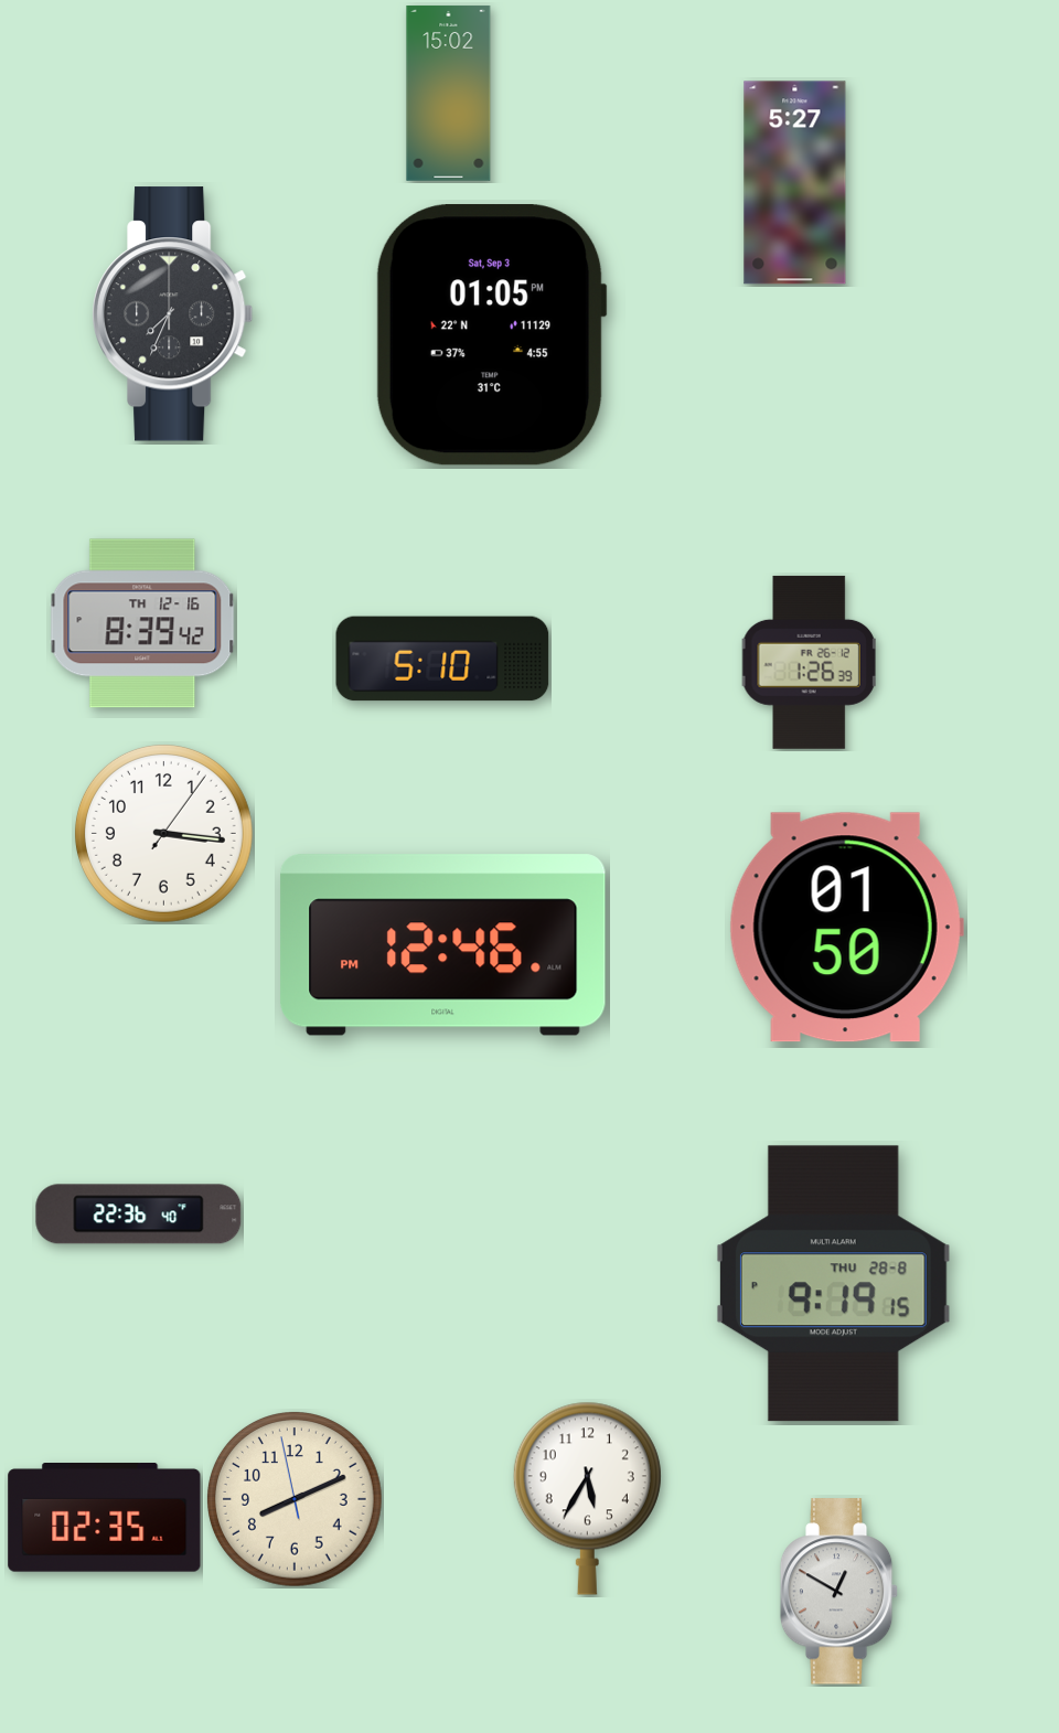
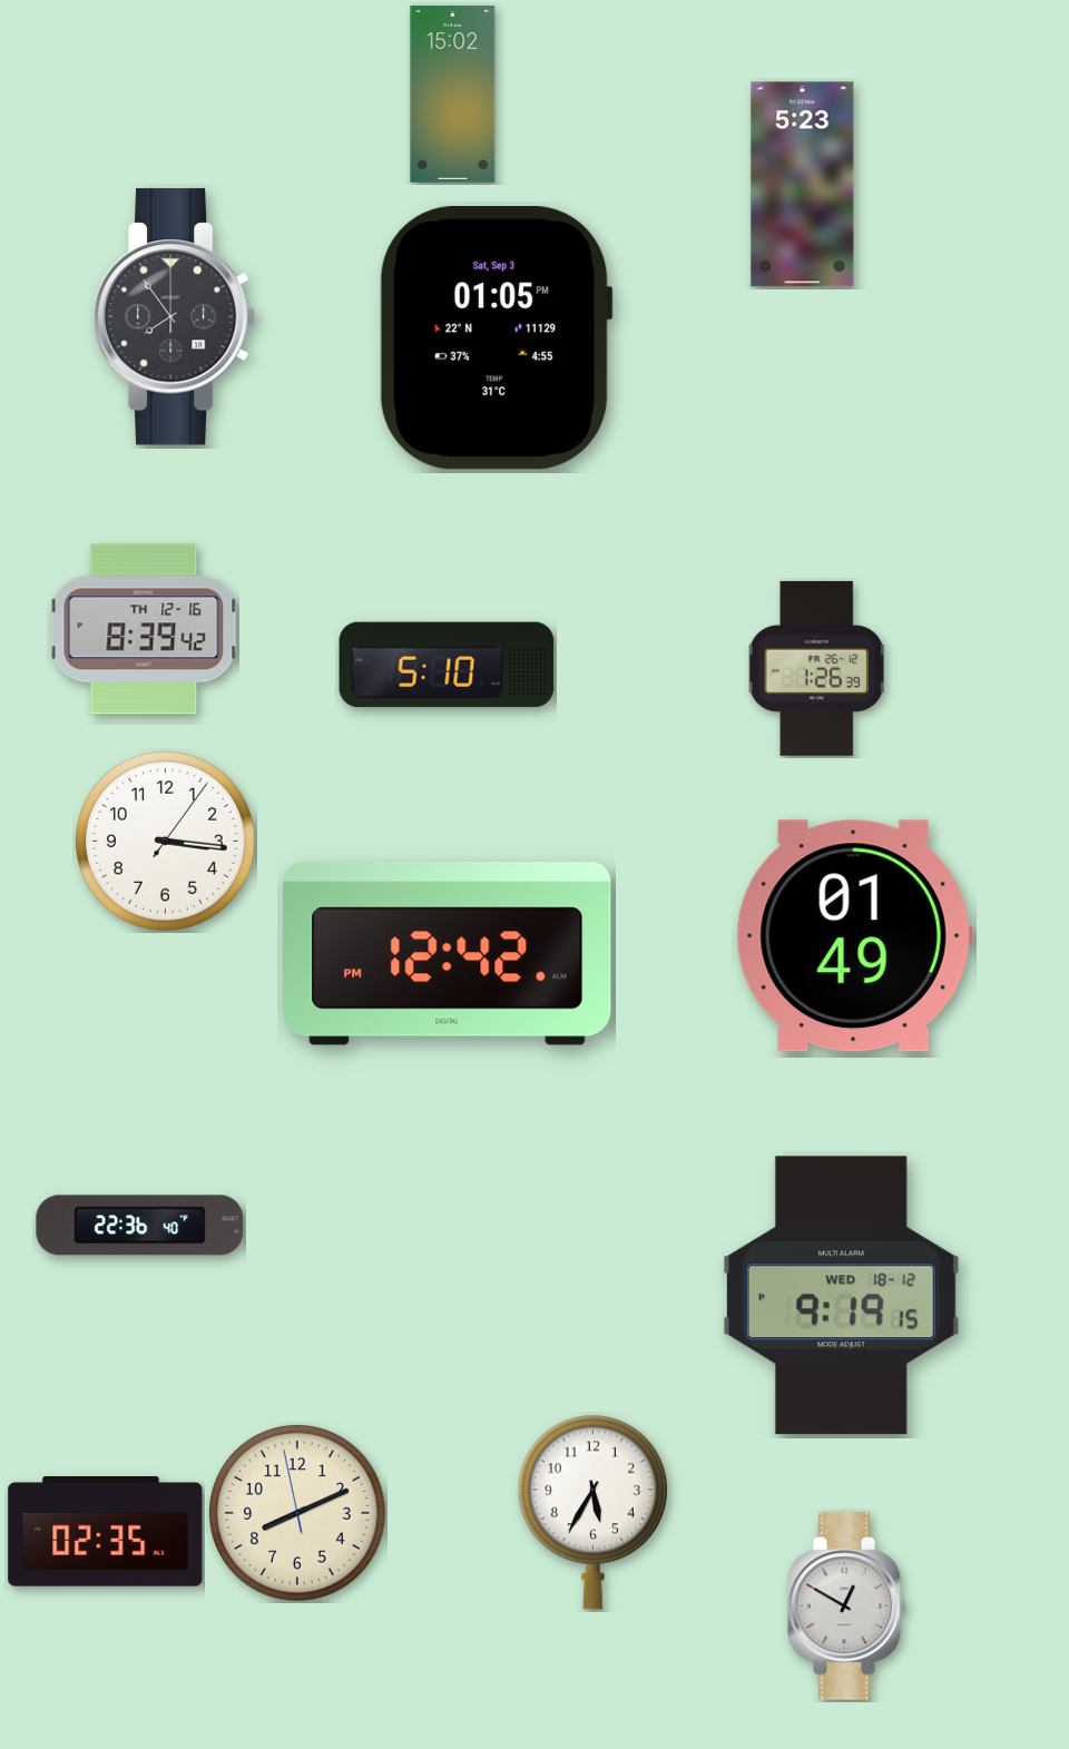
clock at (795, 183): 5:27 -> 5:23
clock at (173, 314): 7:34 -> 7:54
clock at (846, 928): 01:50 -> 01:49
clock at (443, 945): 12:46 -> 12:42
clock at (833, 1284) date: THU 28-8 -> WED 18-12
